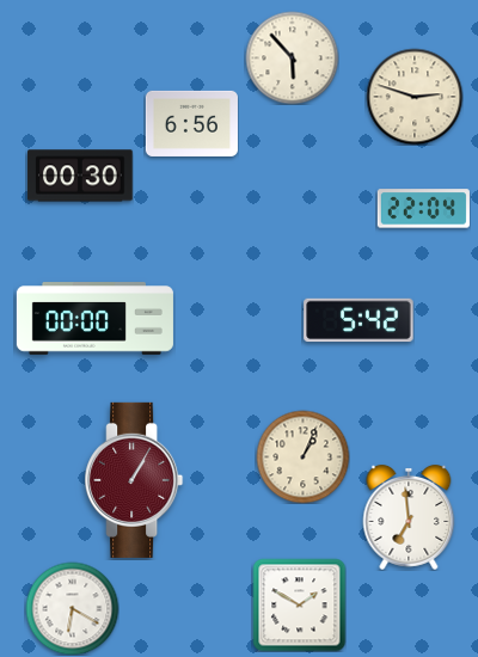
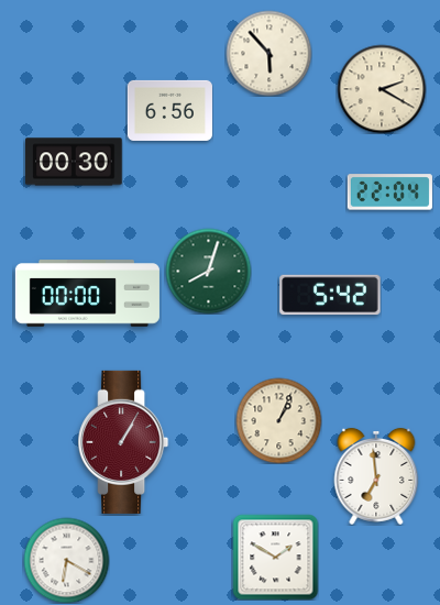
clock at (415, 97): 2:48 -> 2:20
clock at (191, 123) position: (191, 123) -> (169, 110)
clock at (208, 271): none -> 8:03
